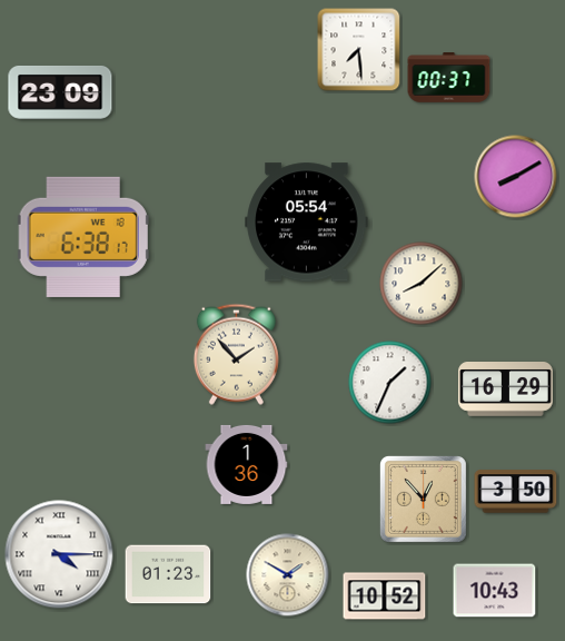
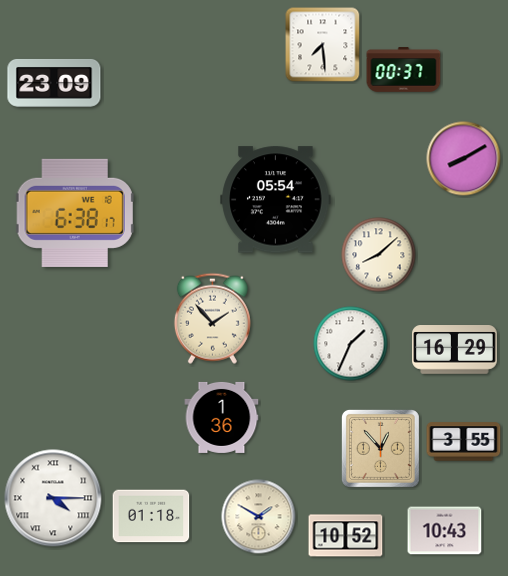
clock at (516, 492): 3:50 -> 3:55
clock at (168, 574): 01:23 -> 01:18
